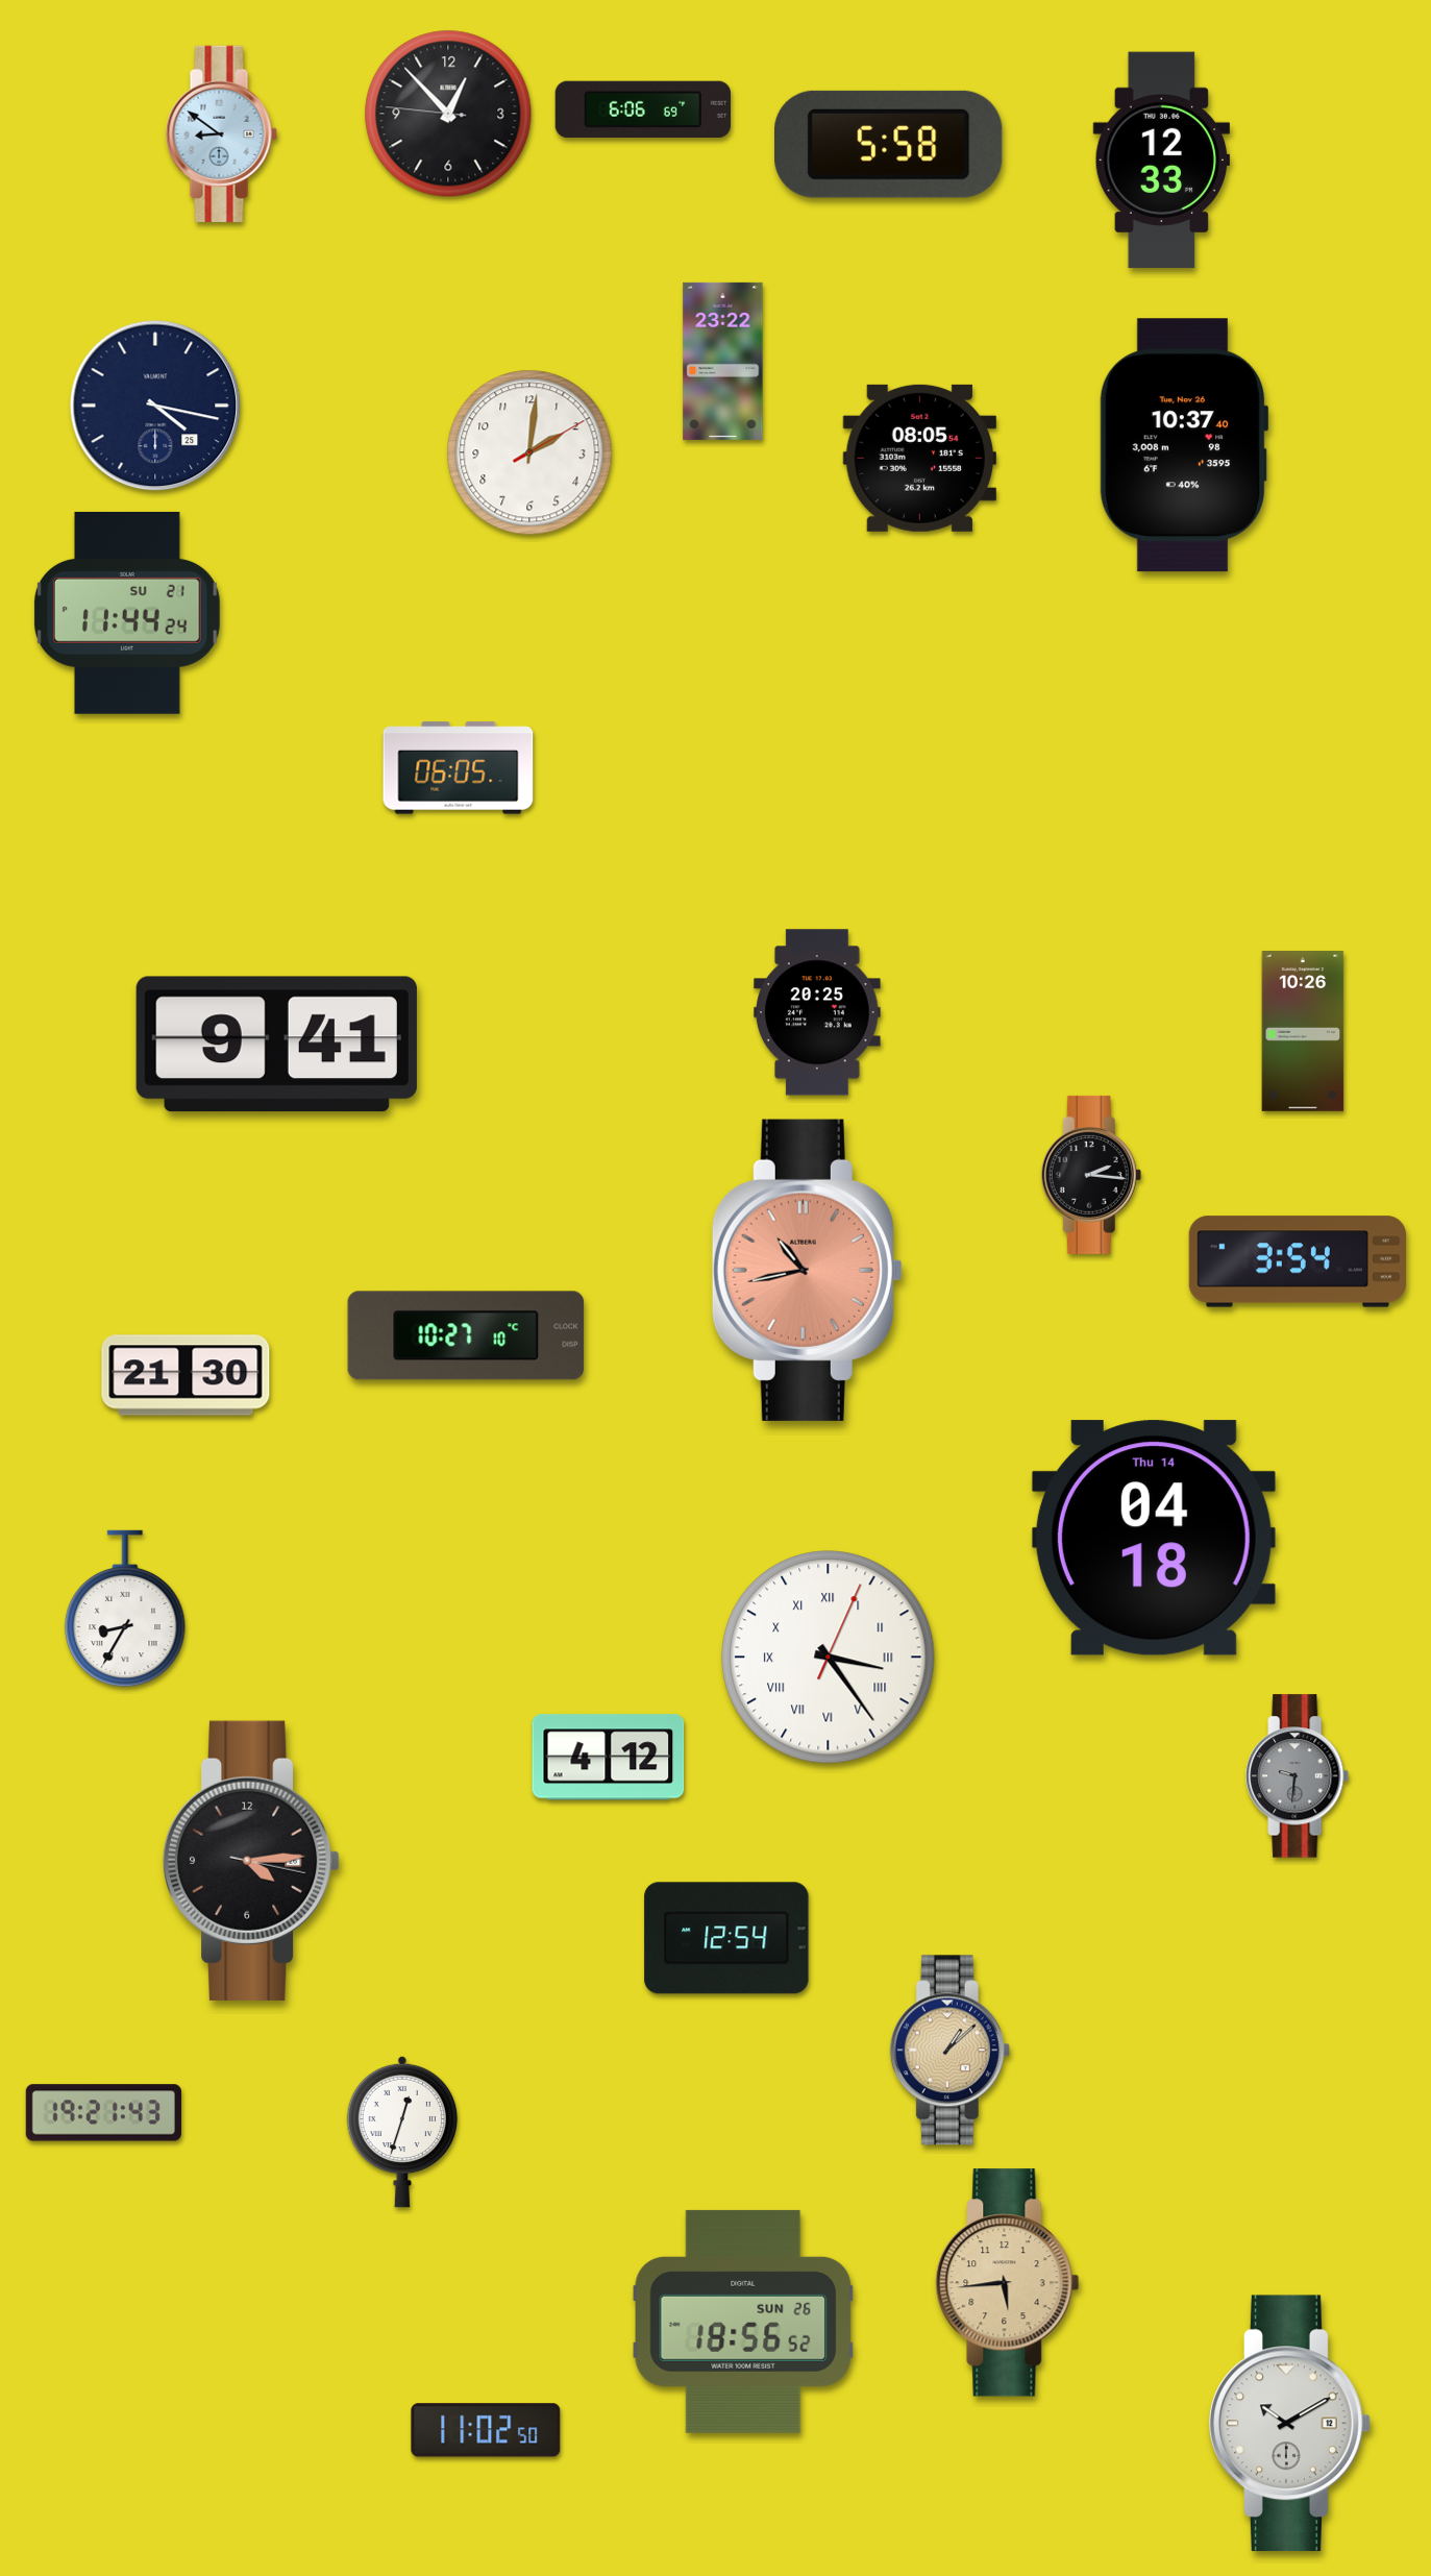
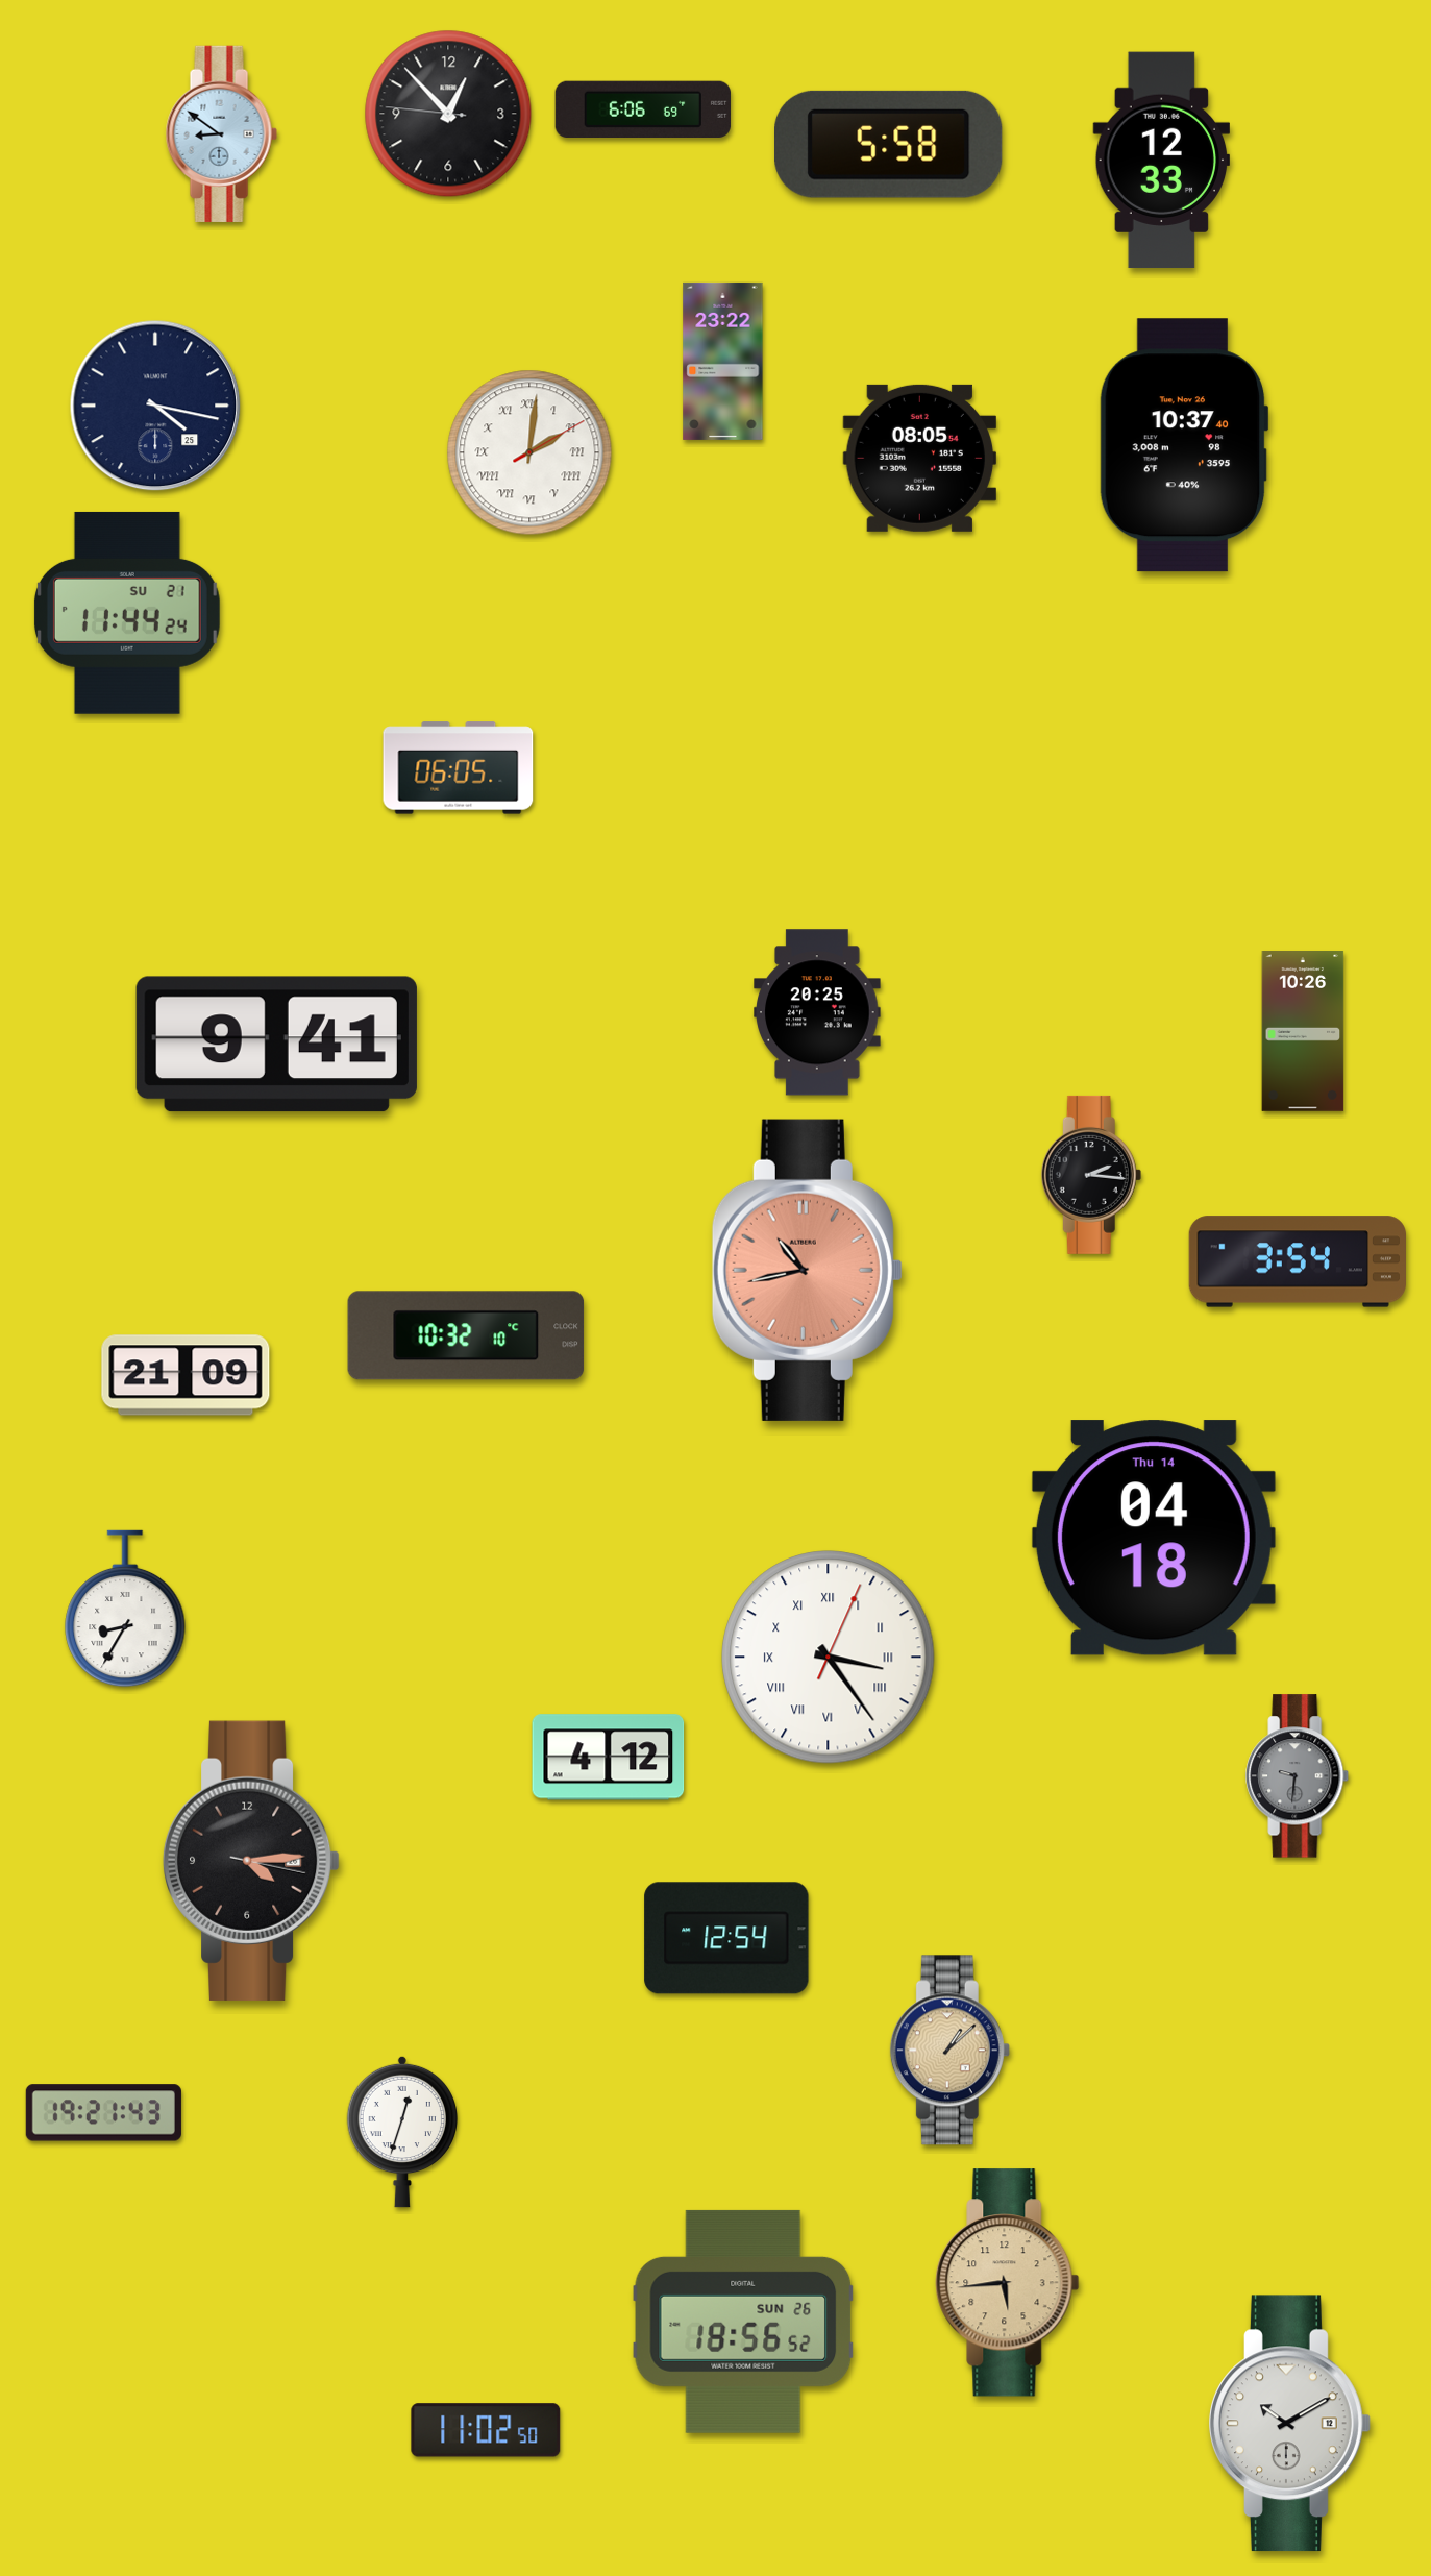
clock at (529, 452) numerals: Arabic -> Roman
clock at (466, 1335): 10:27 -> 10:32
clock at (186, 1375): 21:30 -> 21:09
